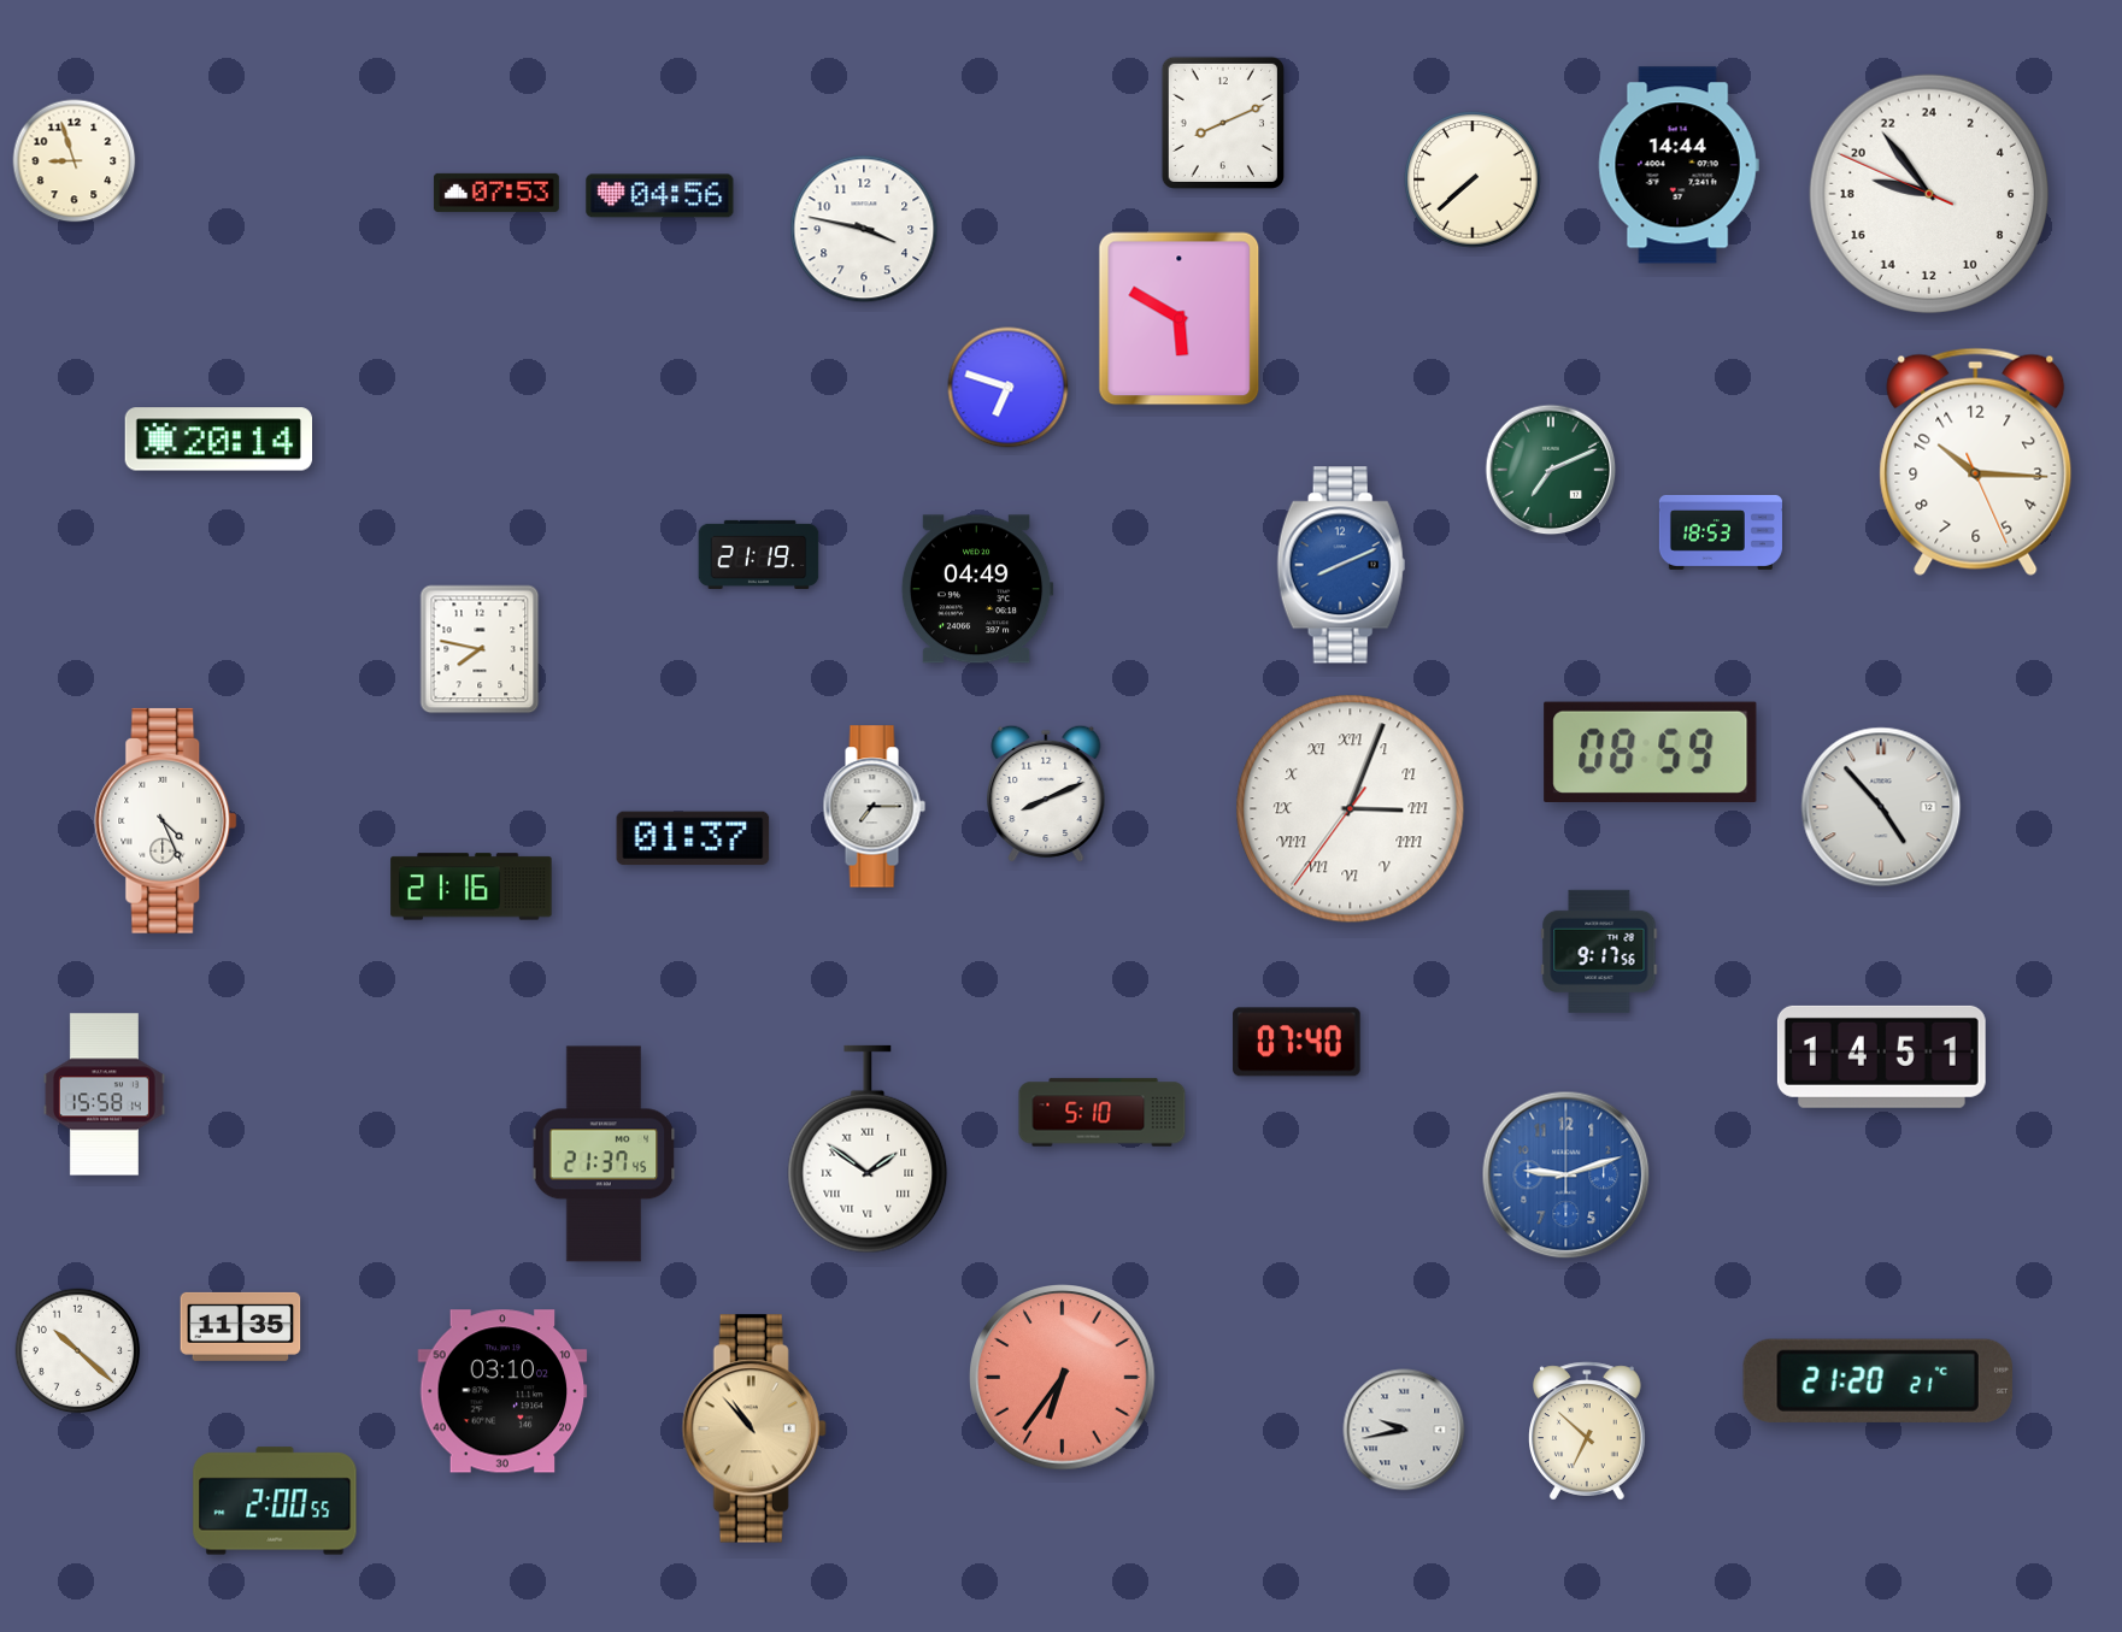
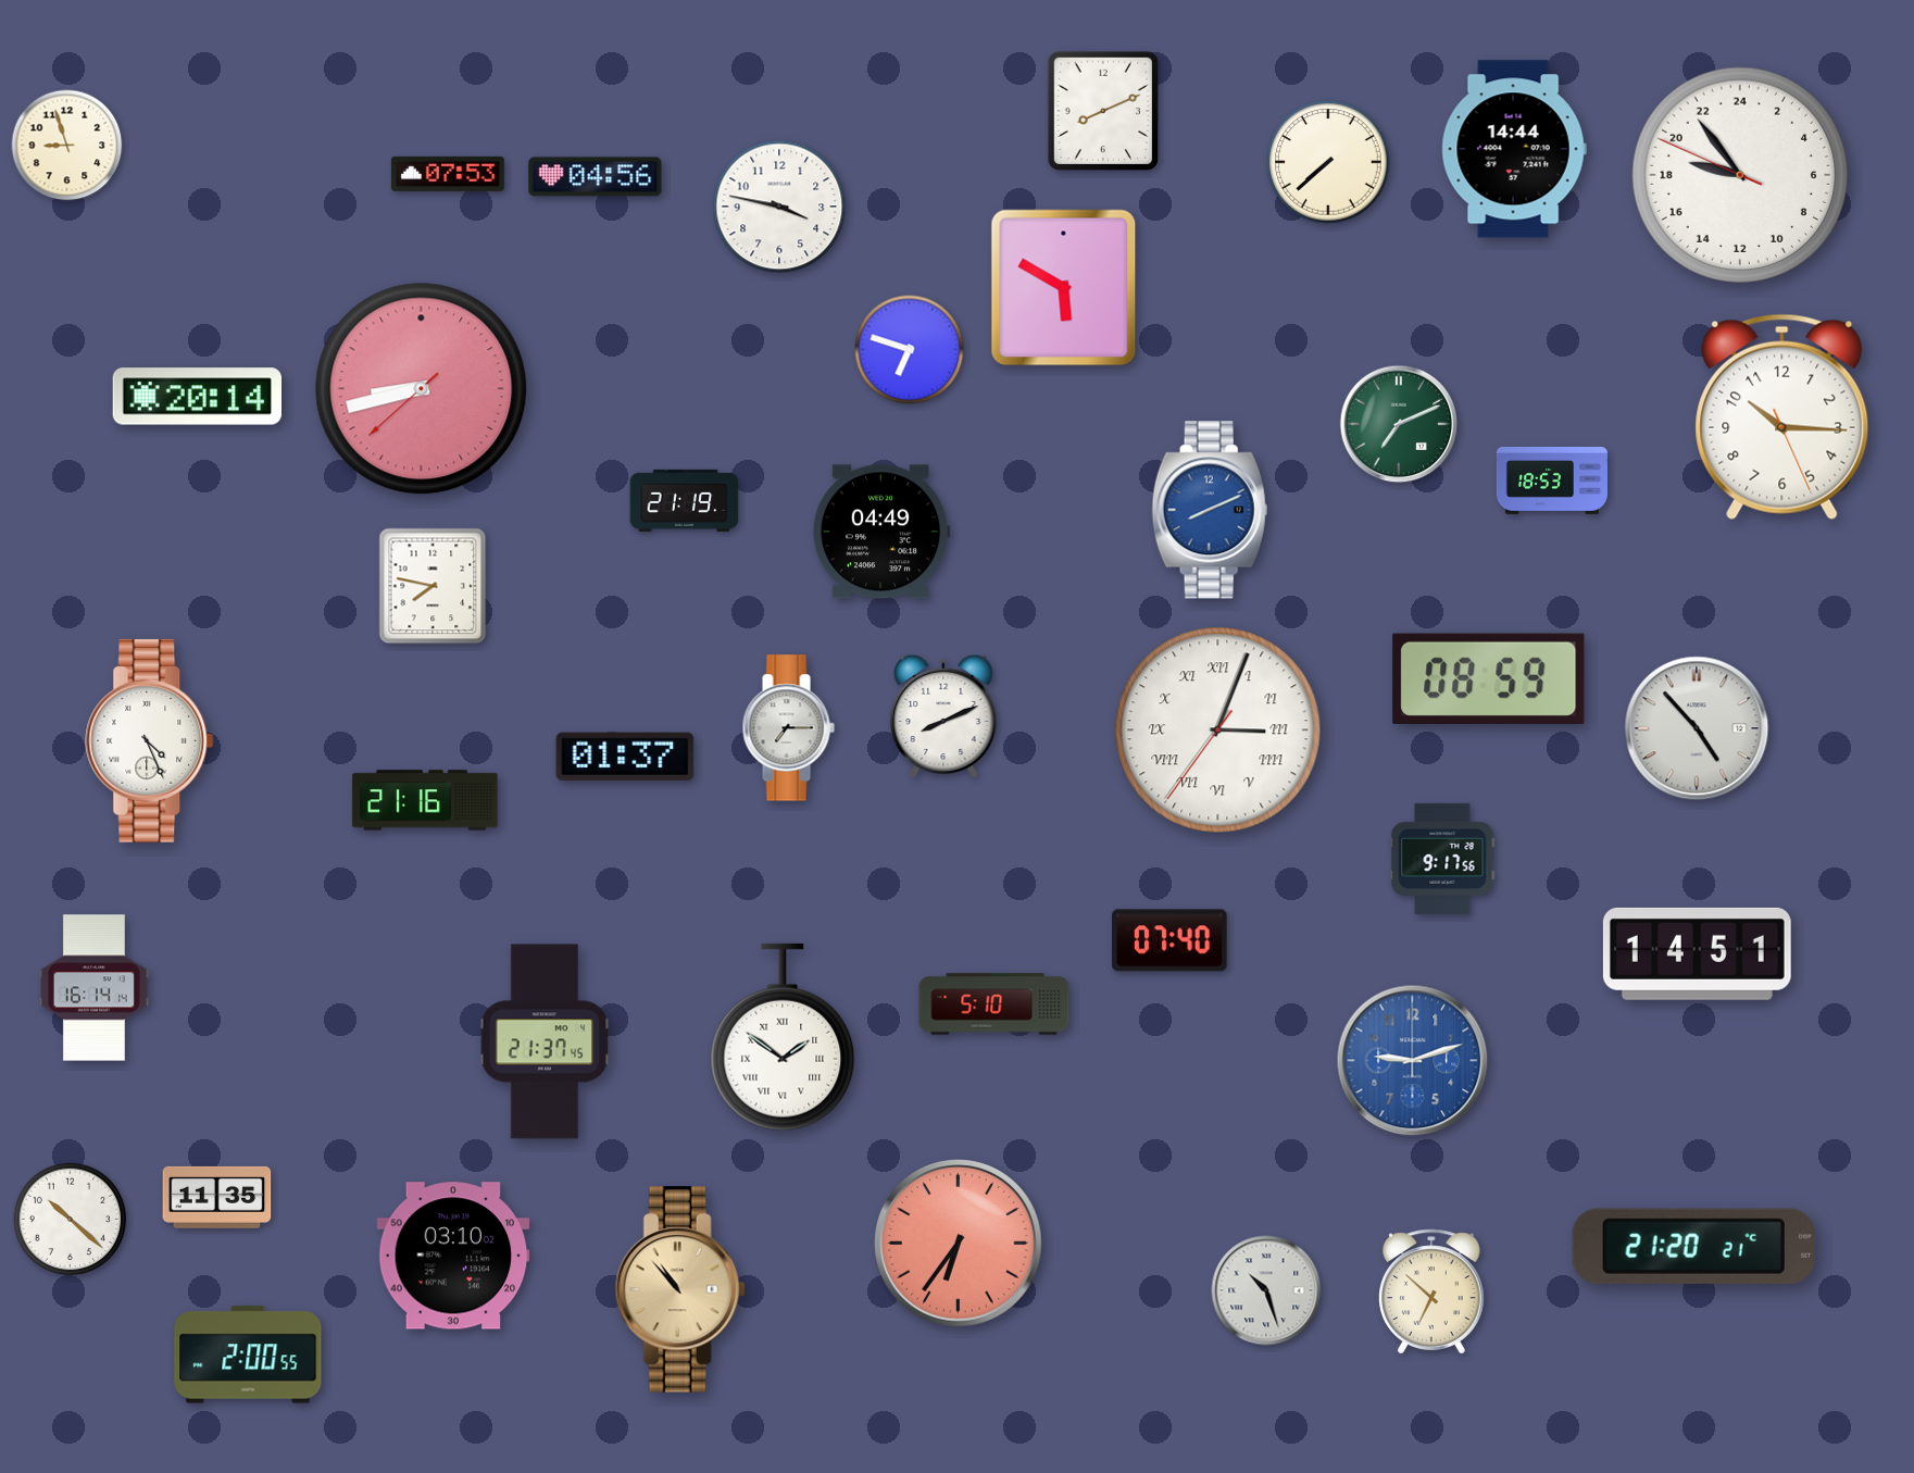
clock at (422, 389): none -> 8:42
clock at (104, 1095): 15:58 -> 16:14
clock at (1404, 1430): 9:43 -> 10:27
